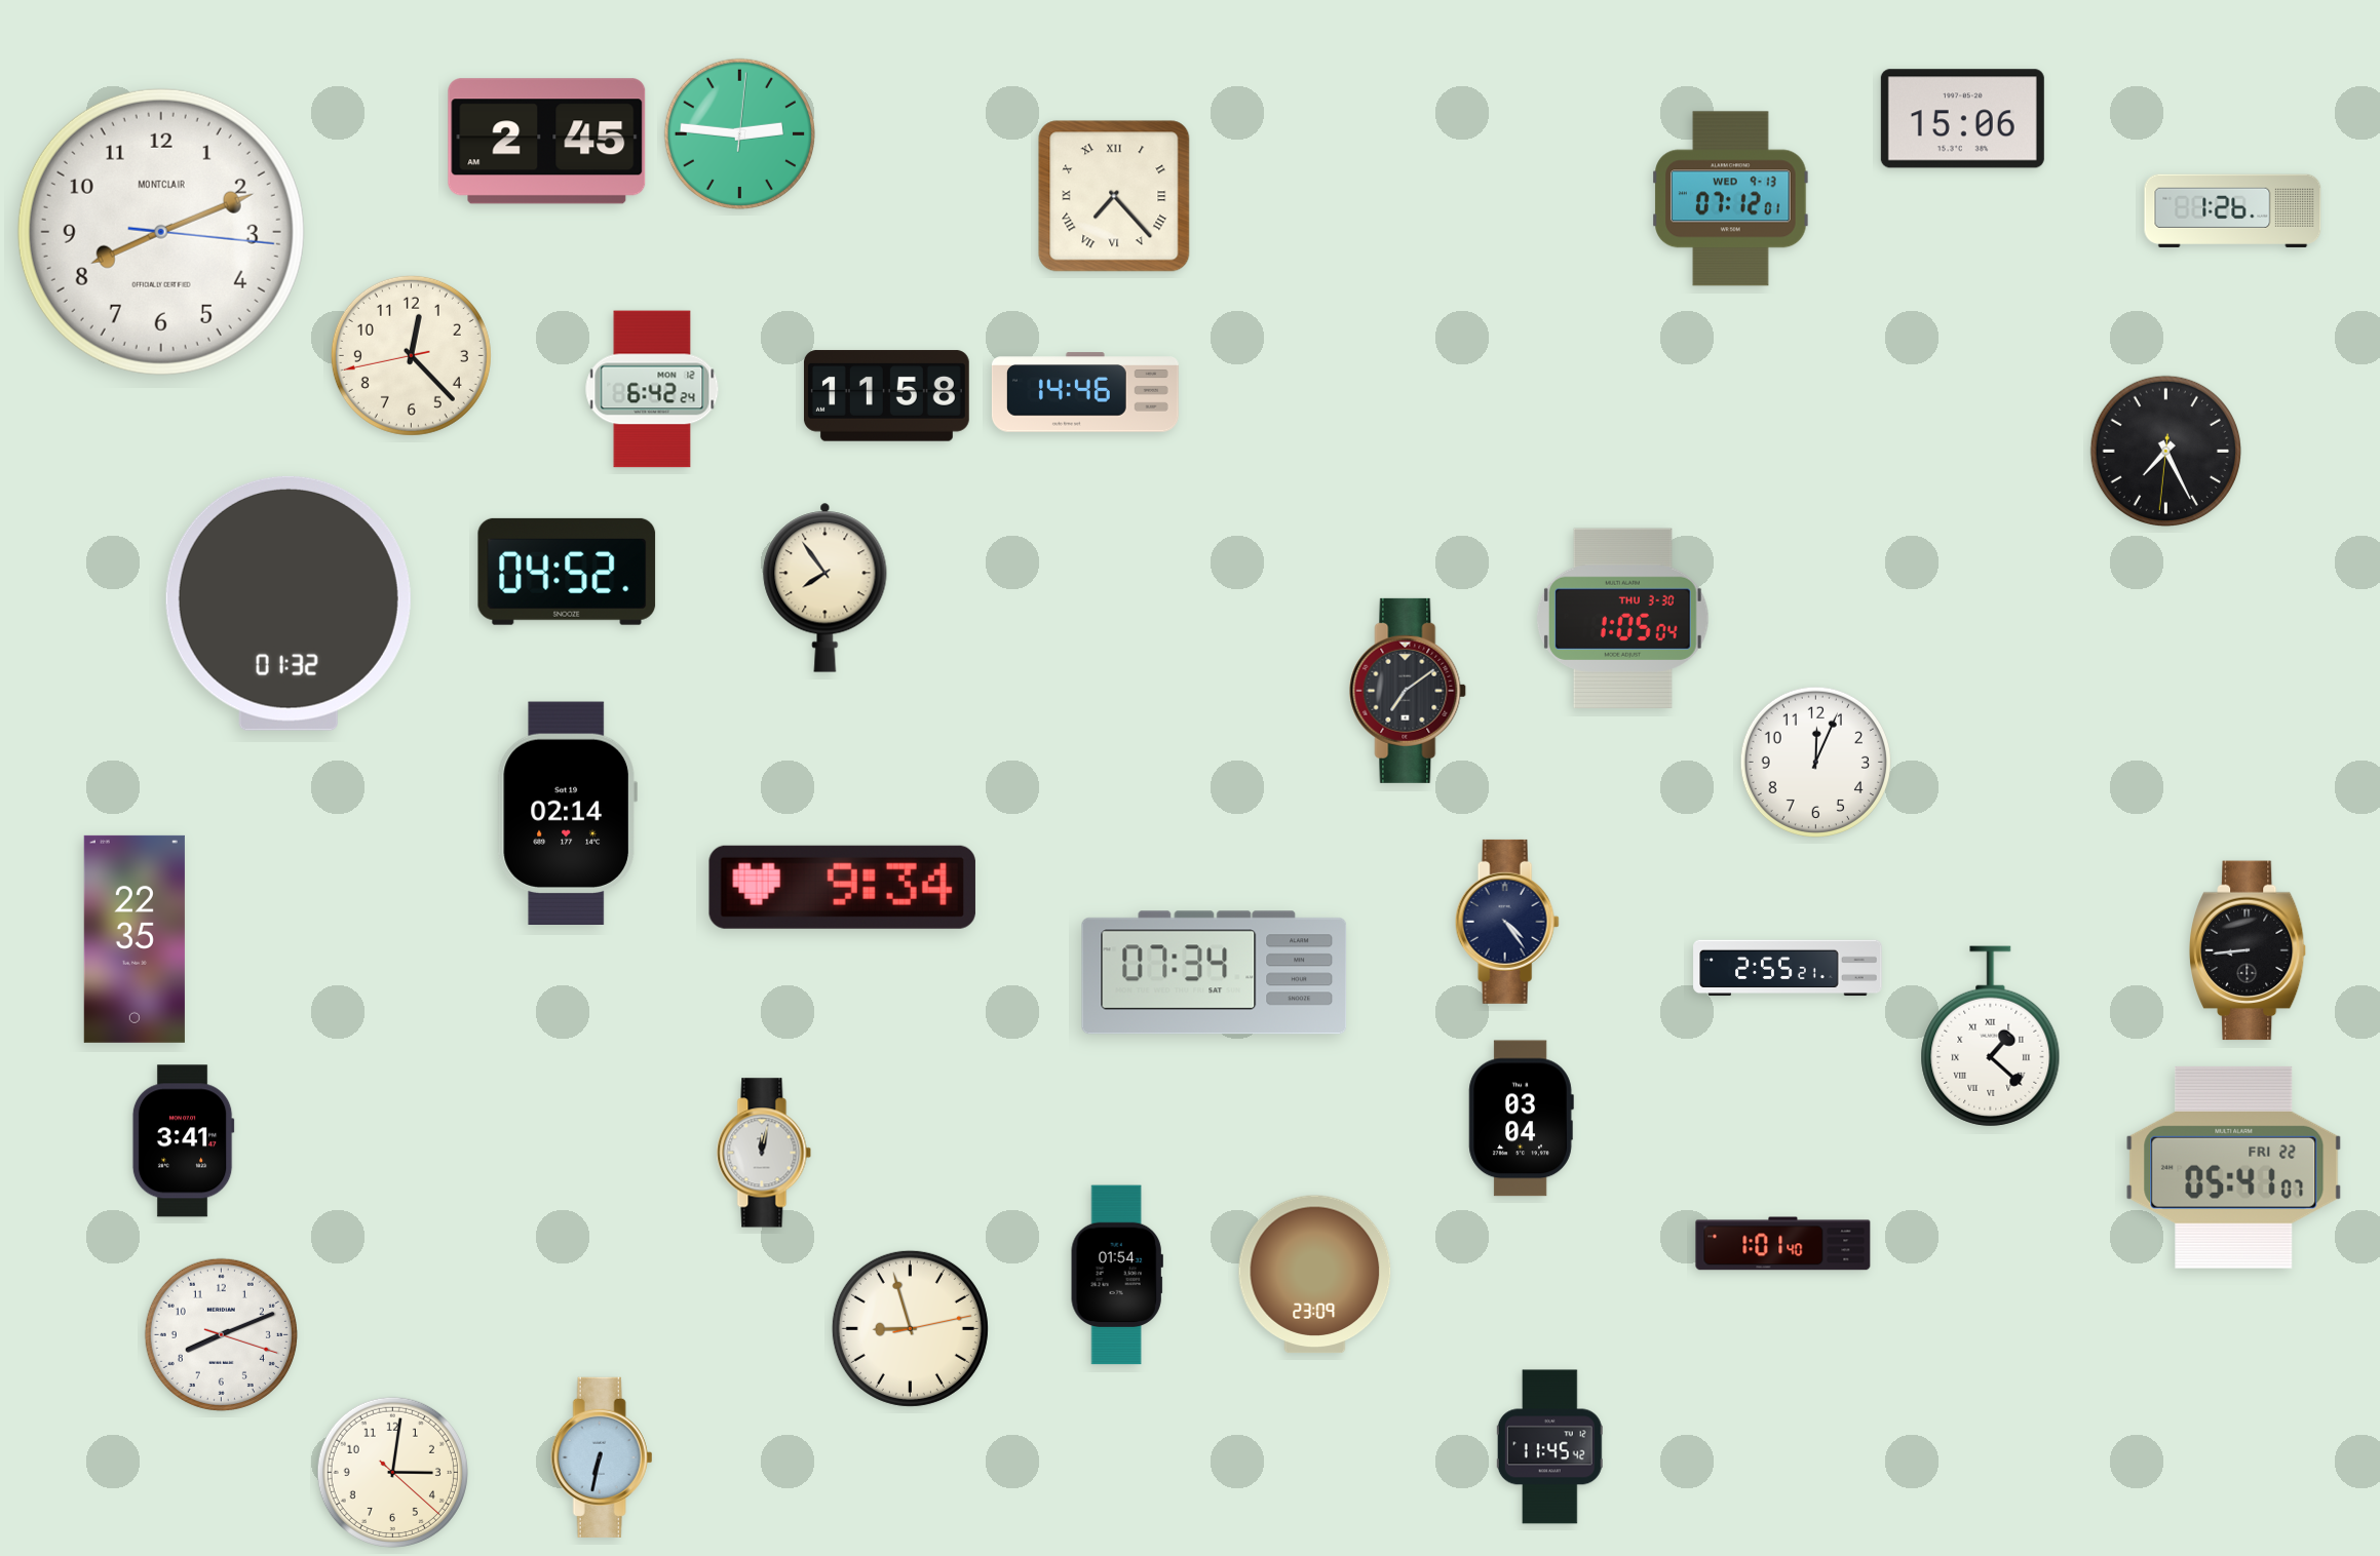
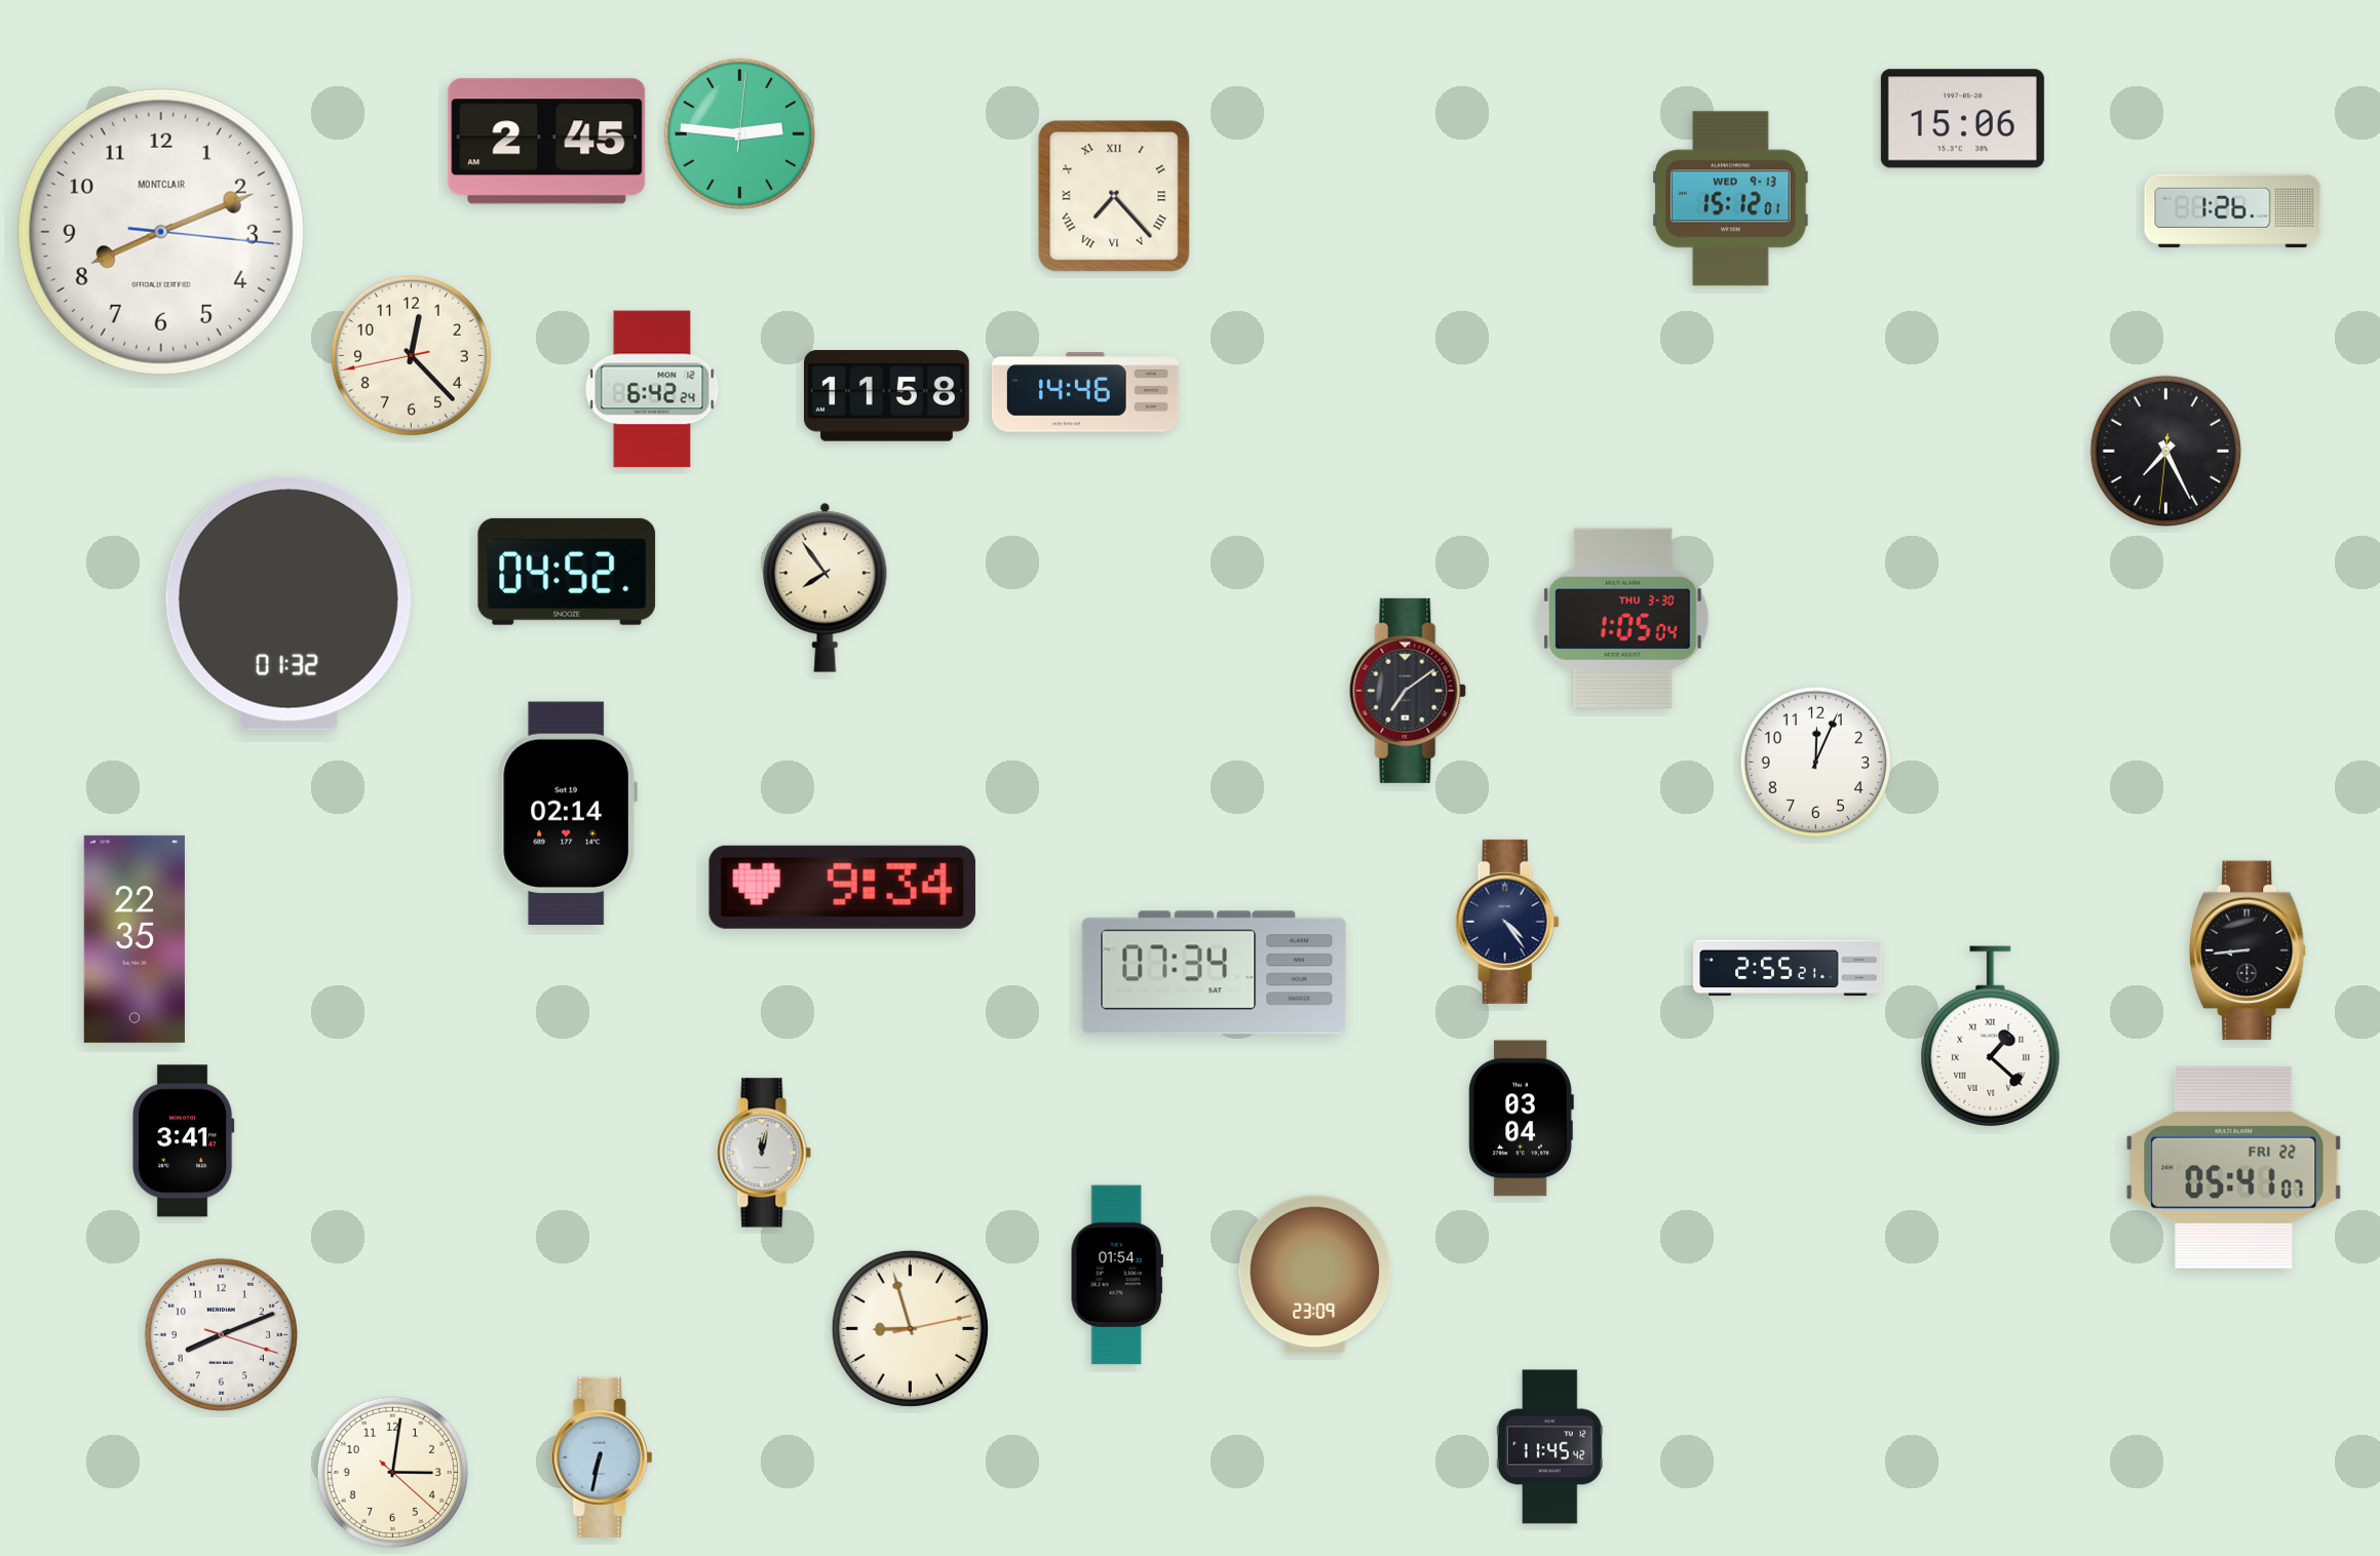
clock at (1731, 199): 07:12 -> 15:12
clock at (1783, 1244): 1:01 -> none
